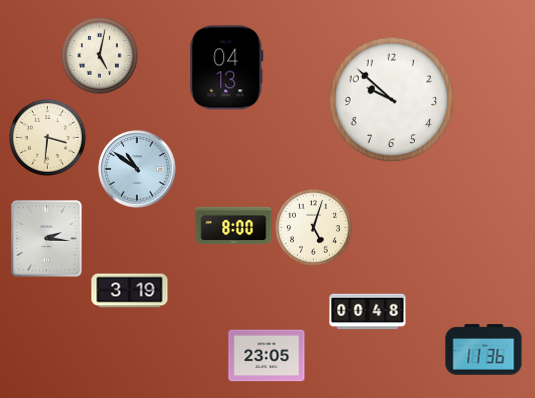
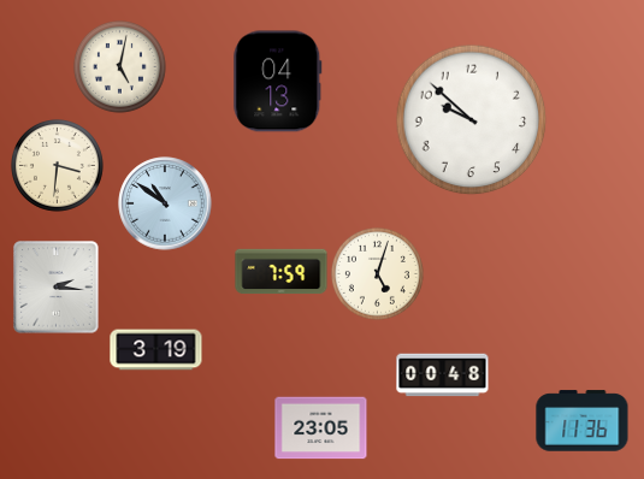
clock at (227, 68) position: (227, 68) -> (278, 82)
clock at (234, 226): 8:00 -> 7:59
